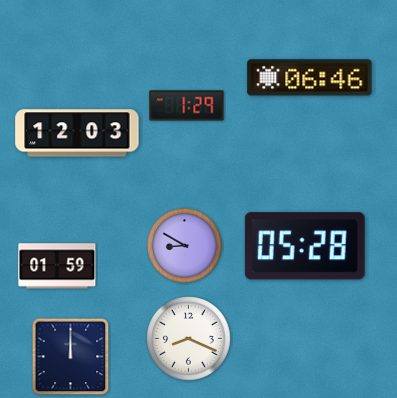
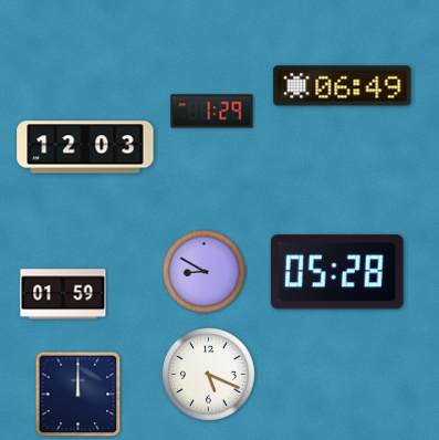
clock at (310, 78): 06:46 -> 06:49
clock at (187, 106) position: (187, 106) -> (212, 112)
clock at (189, 339): 8:19 -> 5:19
